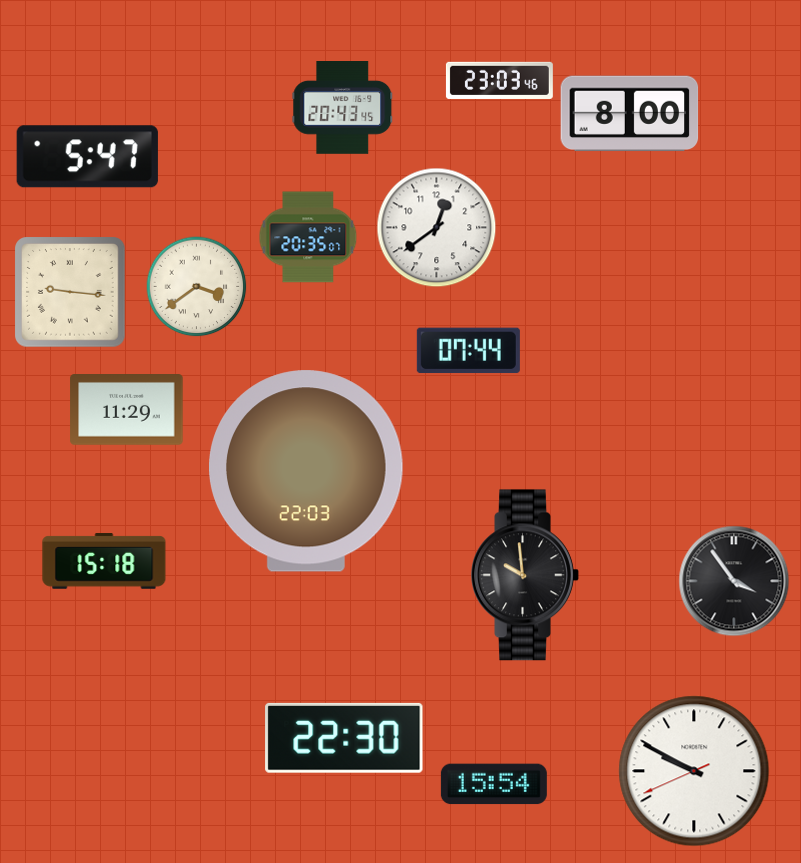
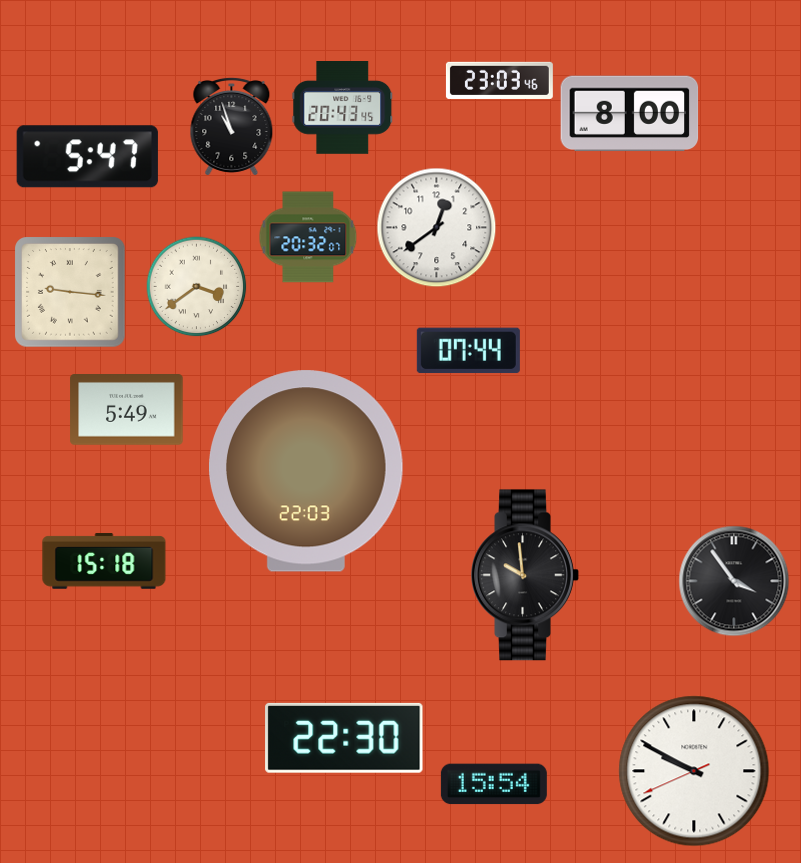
clock at (232, 126): none -> 10:57
clock at (308, 237): 20:35 -> 20:32
clock at (127, 410): 11:29 -> 5:49
